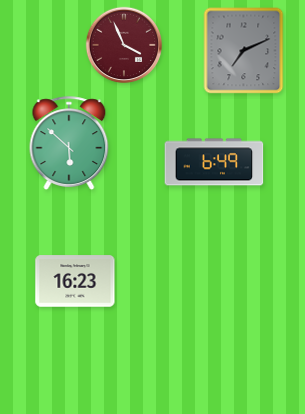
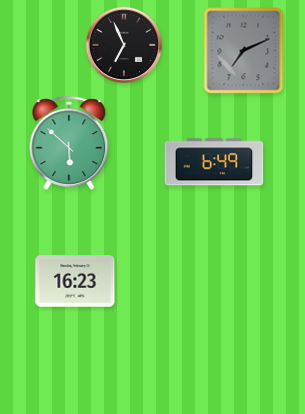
clock at (124, 45): 3:56 -> 6:56
clock at (124, 45) dial: burgundy -> black
